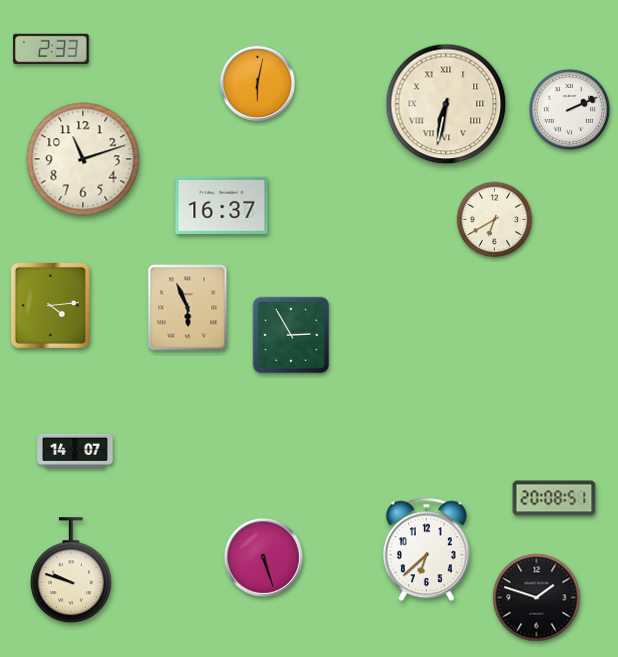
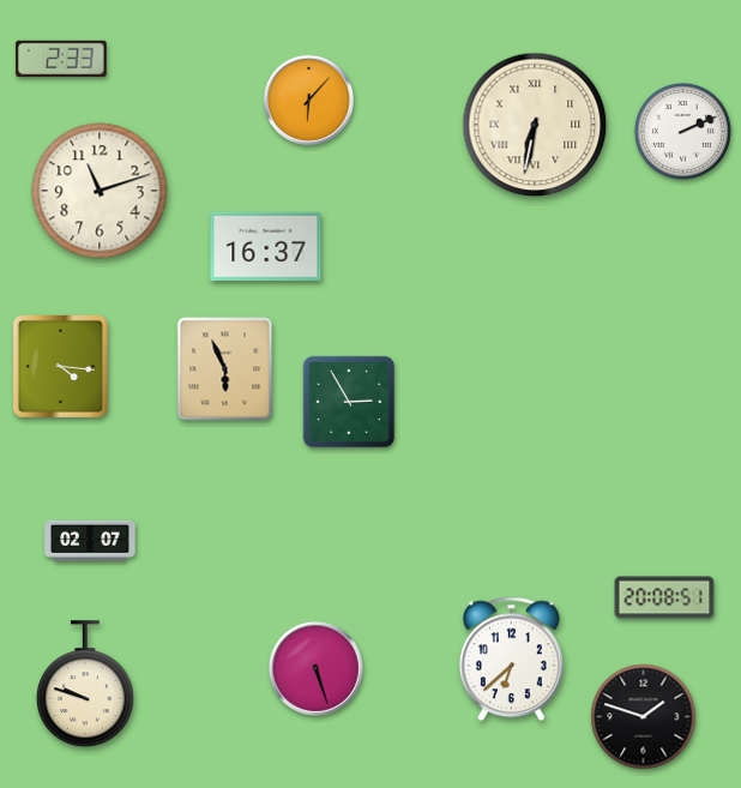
clock at (257, 83): 6:02 -> 6:07
clock at (495, 220): 6:40 -> none
clock at (50, 305): 4:14 -> 4:16
clock at (75, 451): 14:07 -> 02:07
